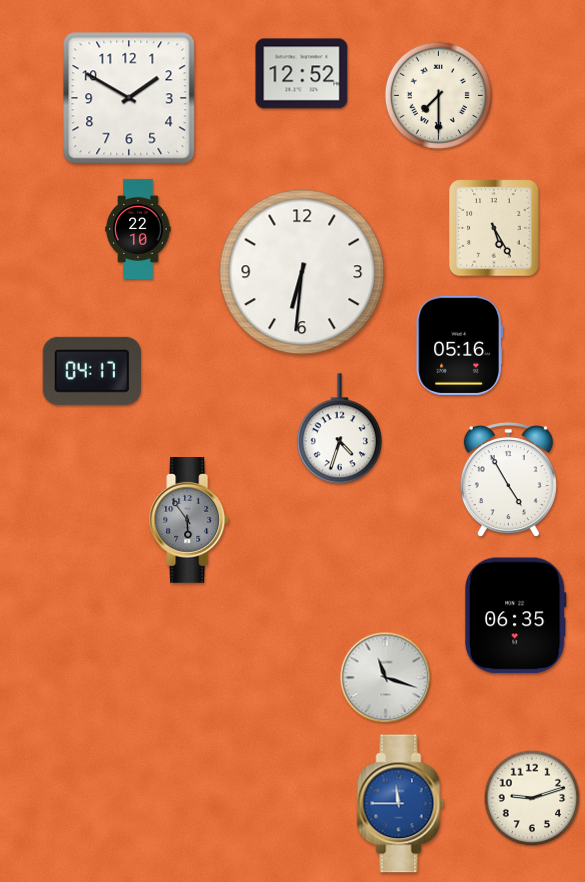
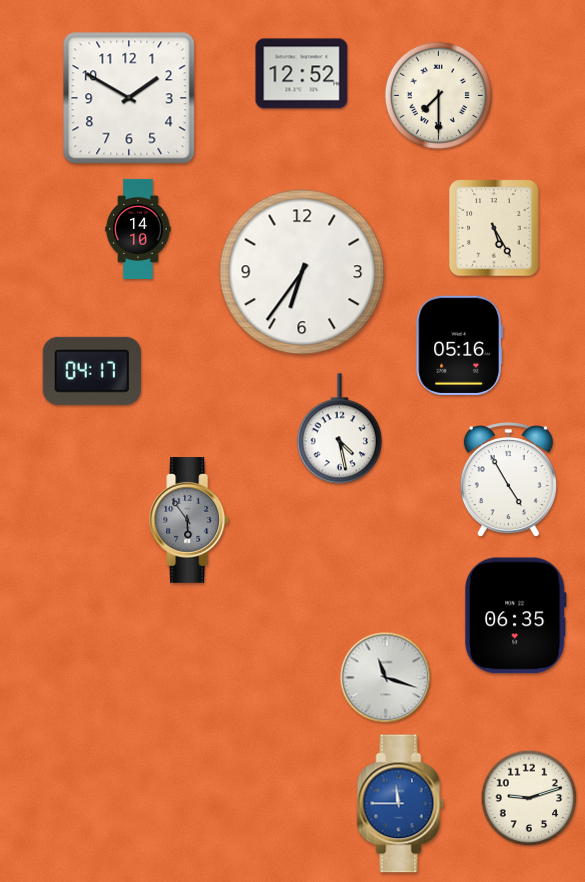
clock at (138, 229): 22:10 -> 14:10
clock at (302, 272): 6:31 -> 6:36
clock at (339, 429): 4:33 -> 4:28
clock at (532, 798) position: (532, 798) -> (529, 798)
